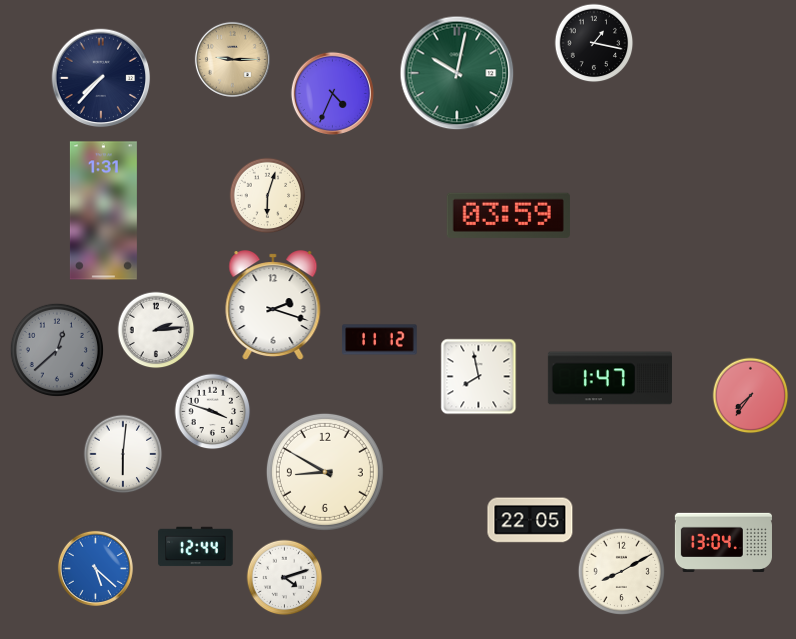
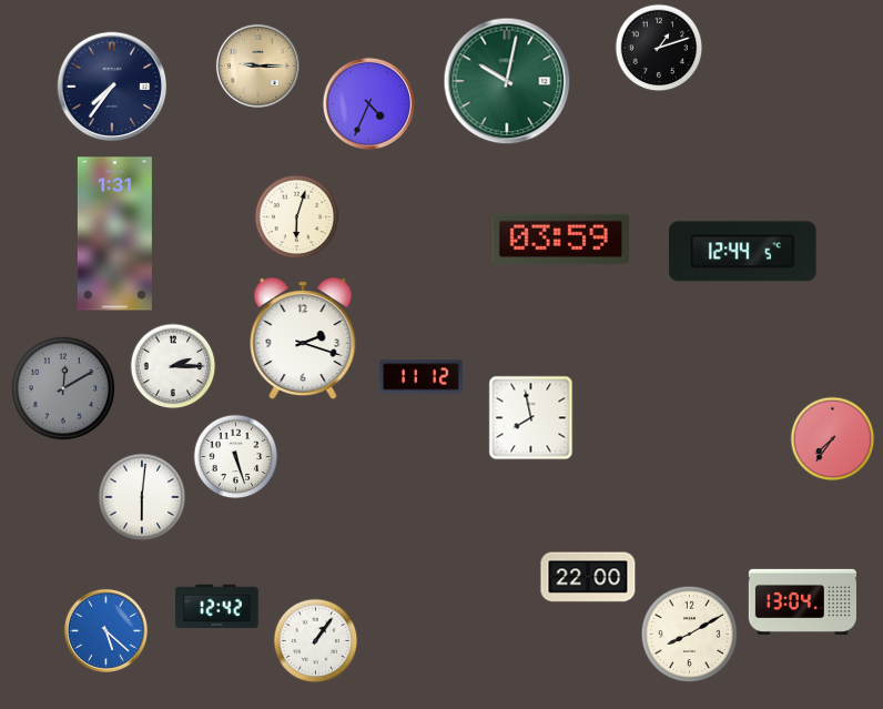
clock at (594, 43): 1:17 -> 1:12
clock at (101, 78): 7:37 -> 7:36
clock at (508, 215) position: (508, 215) -> (560, 239)
clock at (743, 252): none -> 12:44
clock at (156, 330): 2:14 -> 2:15
clock at (57, 350): 12:38 -> 12:10
clock at (610, 378): 1:47 -> none
clock at (213, 412): 3:48 -> 5:27
clock at (123, 454) position: (123, 454) -> (142, 497)
clock at (325, 472): 8:50 -> none
clock at (530, 520): 22:05 -> 22:00
clock at (196, 547): 12:44 -> 12:42
clock at (285, 578): 4:12 -> 1:06
